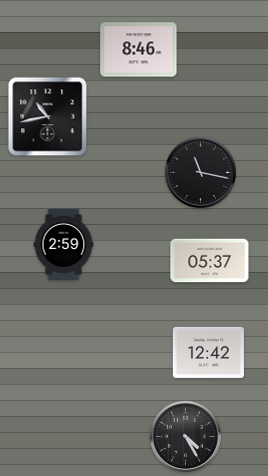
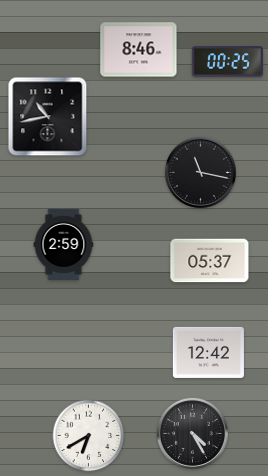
clock at (227, 62): none -> 00:25
clock at (89, 436): none -> 6:40
clock at (185, 436) position: (185, 436) -> (192, 433)
